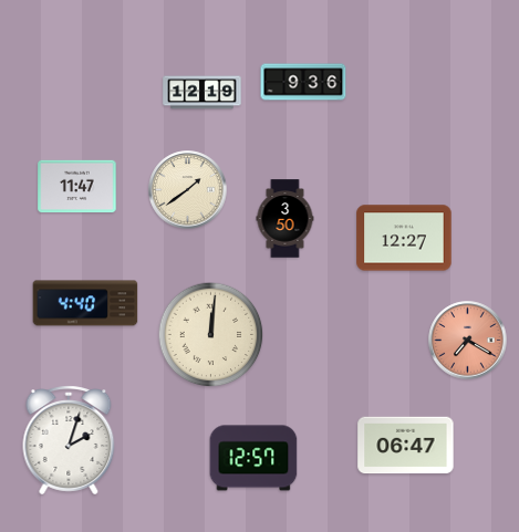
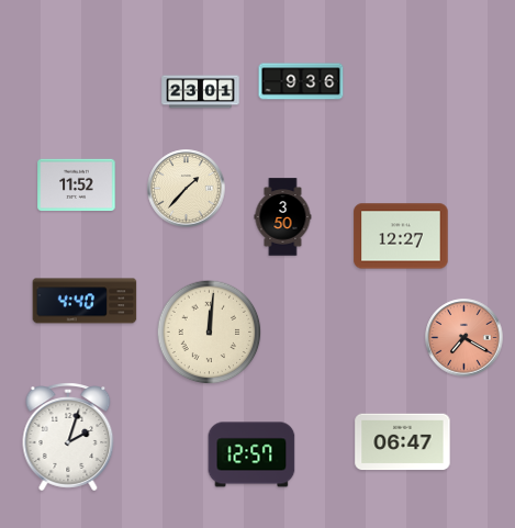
clock at (203, 93): 12:19 -> 23:01
clock at (77, 187): 11:47 -> 11:52
clock at (188, 190): 1:39 -> 1:37
